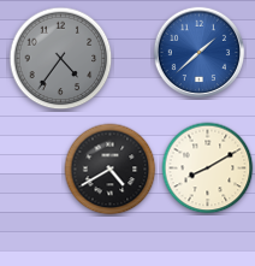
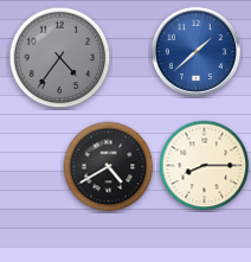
clock at (208, 169): 8:10 -> 8:15
